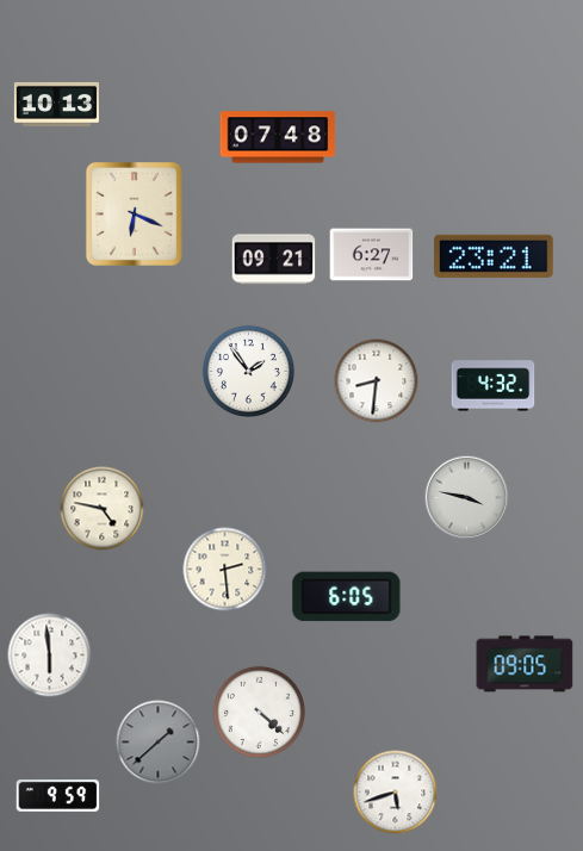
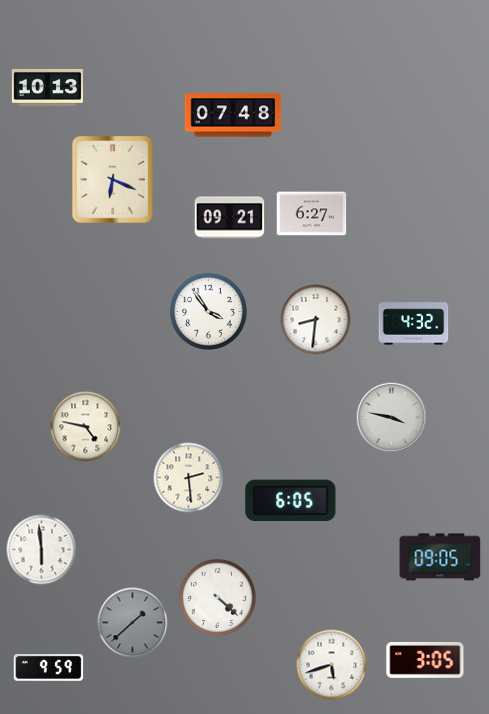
clock at (495, 256): 23:21 -> none
clock at (248, 371): 1:54 -> 3:54
clock at (425, 660): none -> 3:05
